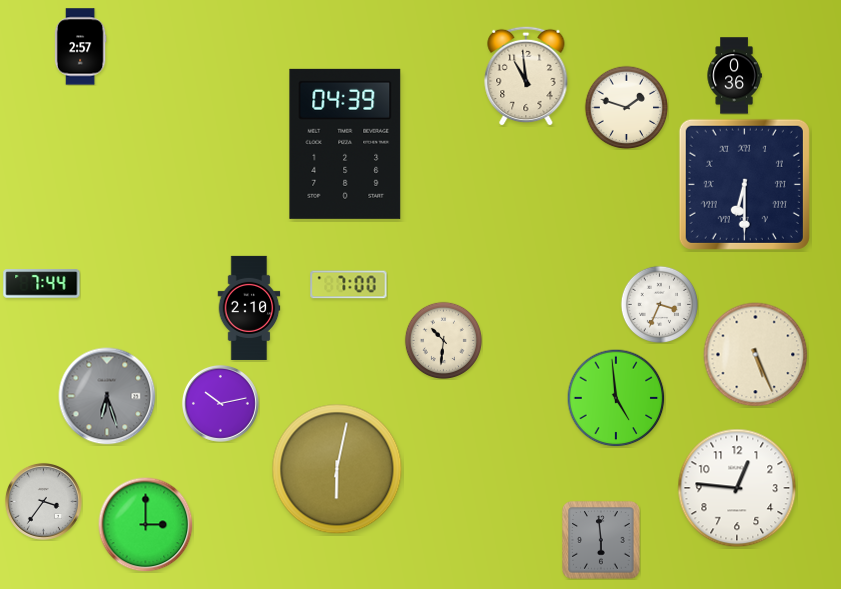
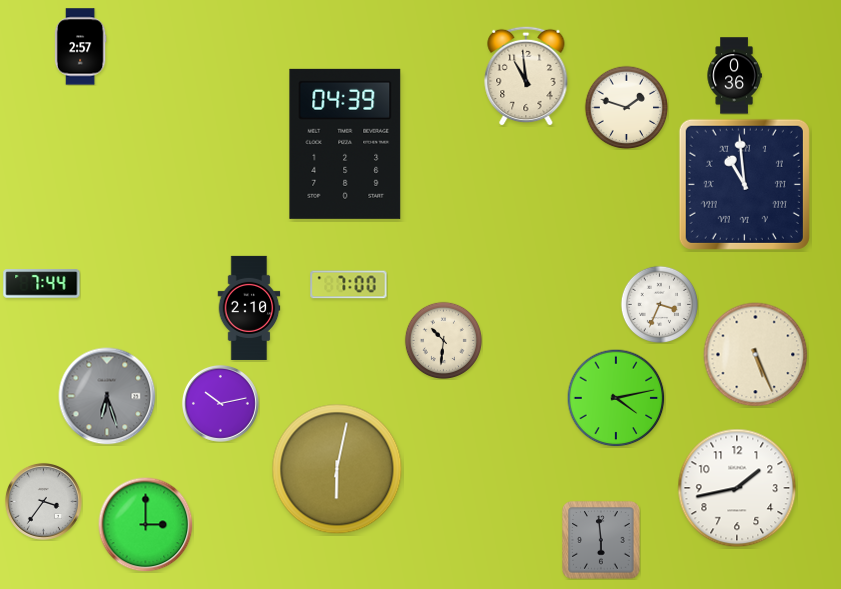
clock at (744, 184): 6:30 -> 10:59
clock at (616, 398): 4:59 -> 4:13
clock at (737, 488): 12:46 -> 1:43
